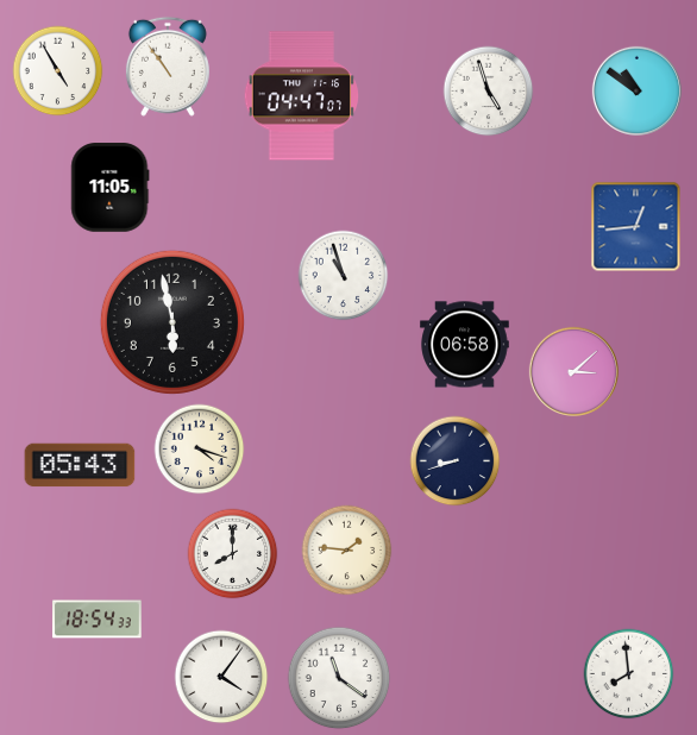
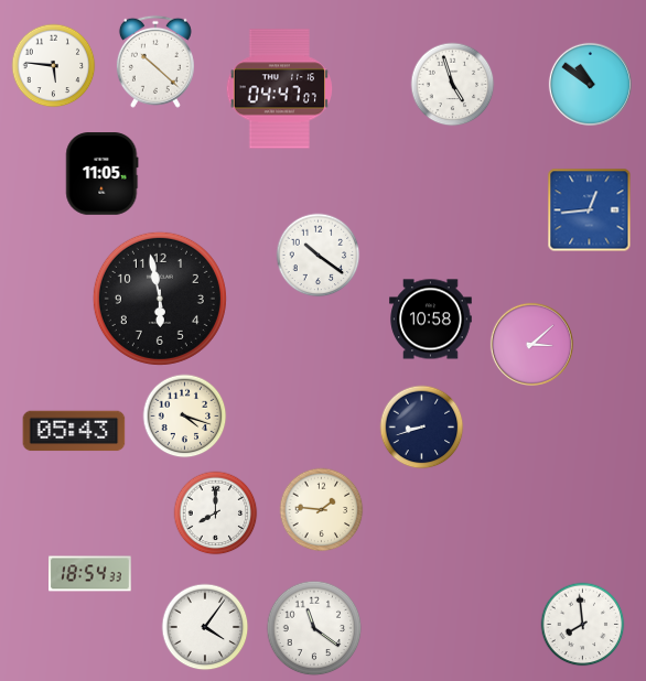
clock at (168, 67): 10:54 -> 10:22
clock at (58, 71): 4:55 -> 5:46
clock at (344, 276): 10:57 -> 10:21
clock at (465, 345): 06:58 -> 10:58
